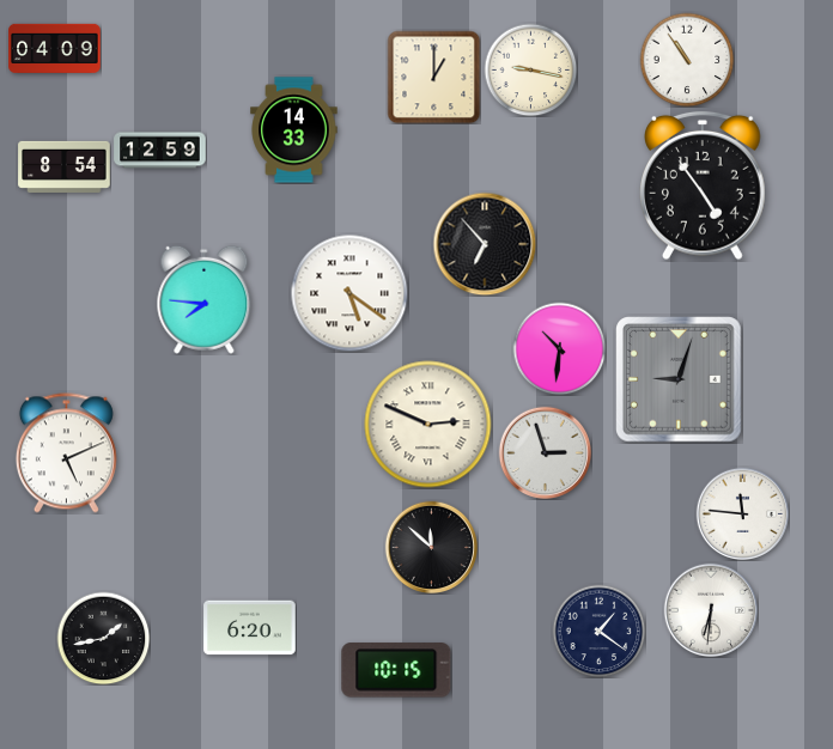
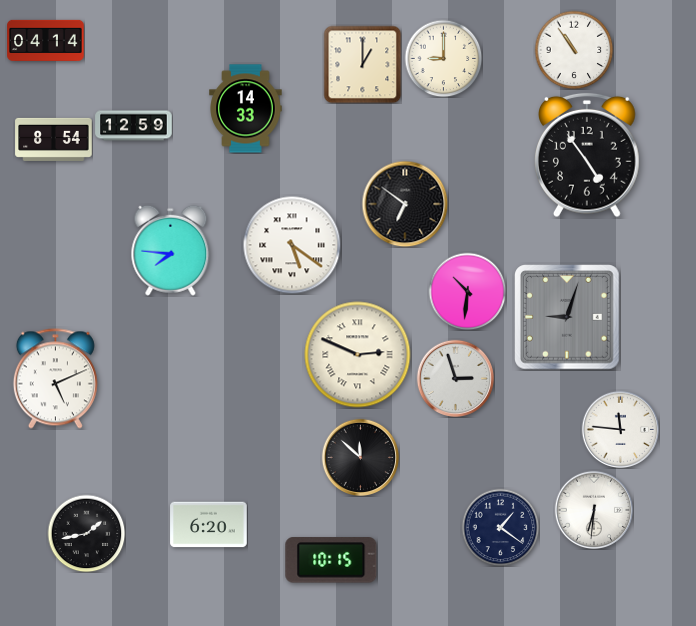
clock at (55, 48): 04:09 -> 04:14
clock at (530, 69): 9:17 -> 9:00
clock at (485, 244): 6:53 -> 6:51
